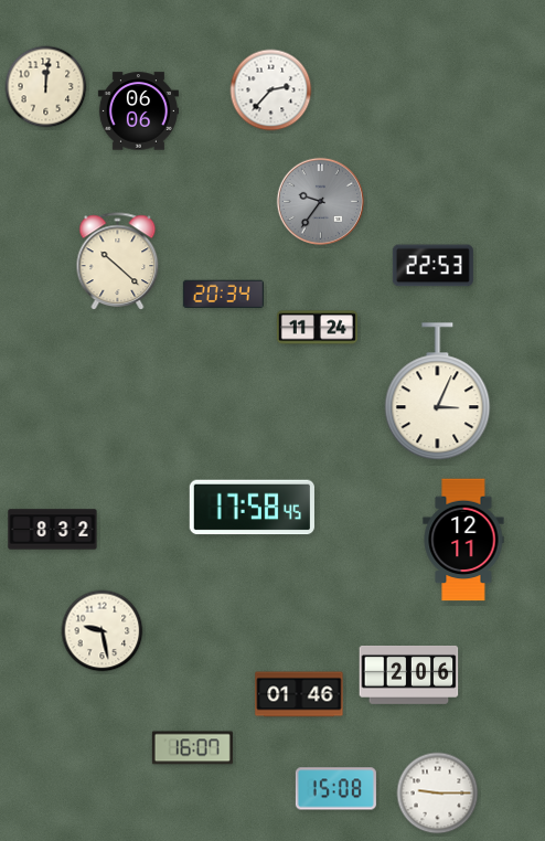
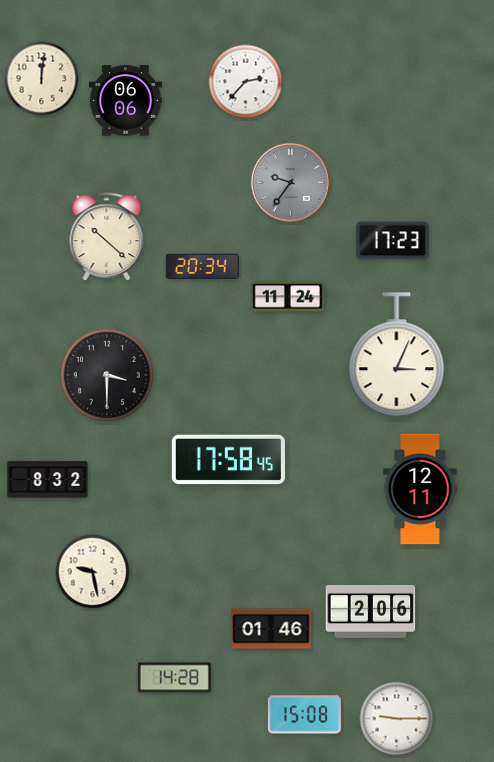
clock at (432, 266): 22:53 -> 17:23
clock at (107, 375): none -> 3:30
clock at (192, 748): 16:07 -> 14:28
